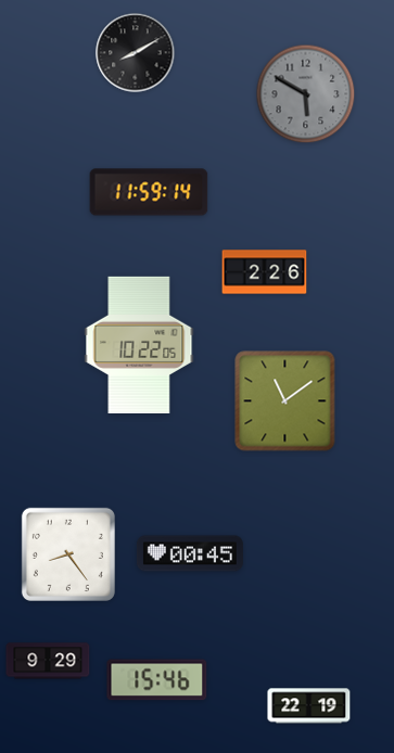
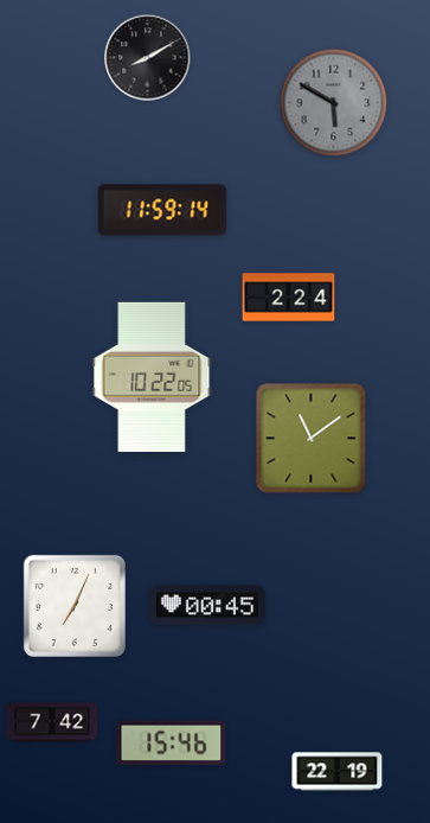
clock at (265, 272): 2:26 -> 2:24
clock at (68, 554): 8:24 -> 7:04
clock at (48, 661): 9:29 -> 7:42
